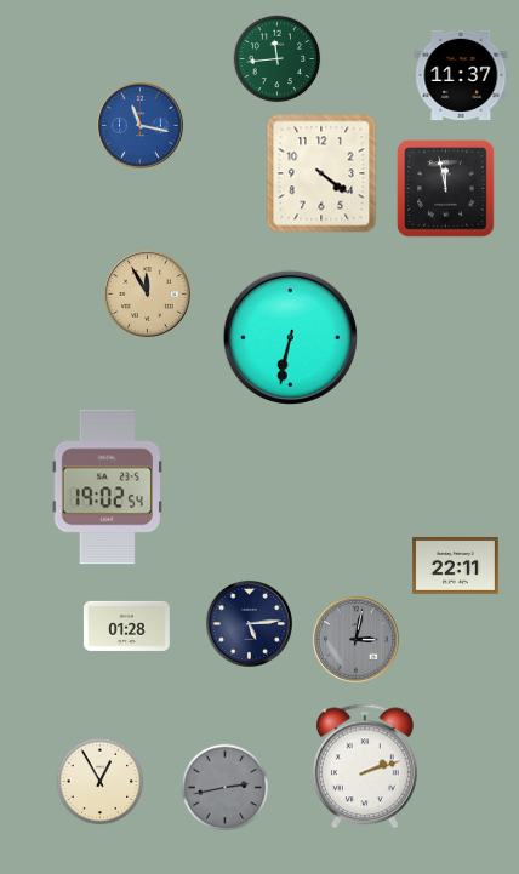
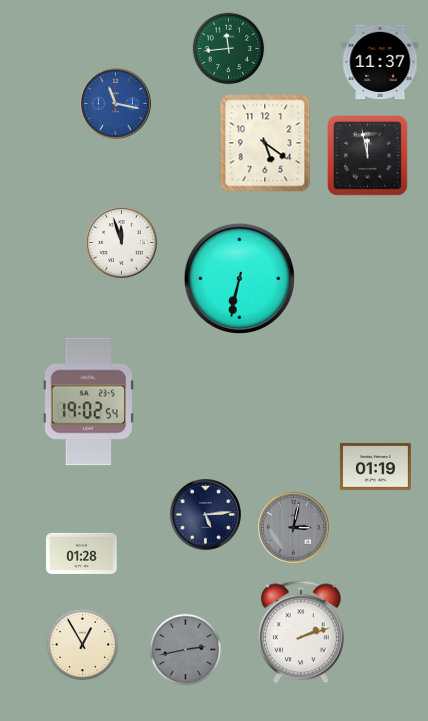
clock at (321, 173): 4:21 -> 5:21
clock at (147, 293): 11:55 -> 11:57
clock at (147, 293) dial: champagne -> white
clock at (455, 565): 22:11 -> 01:19
clock at (126, 625) position: (126, 625) -> (81, 553)
